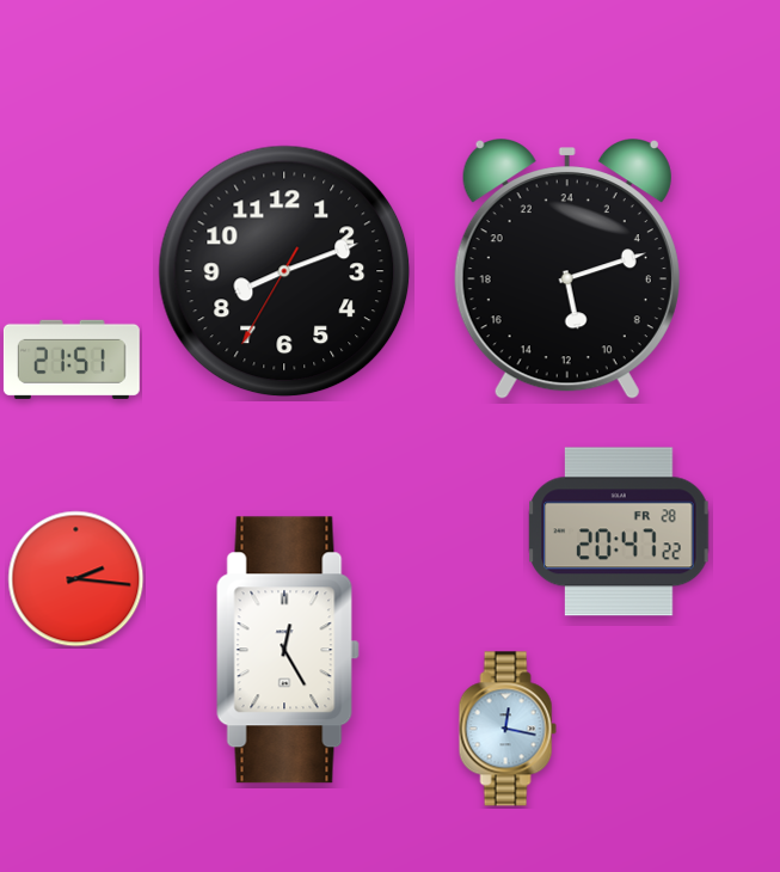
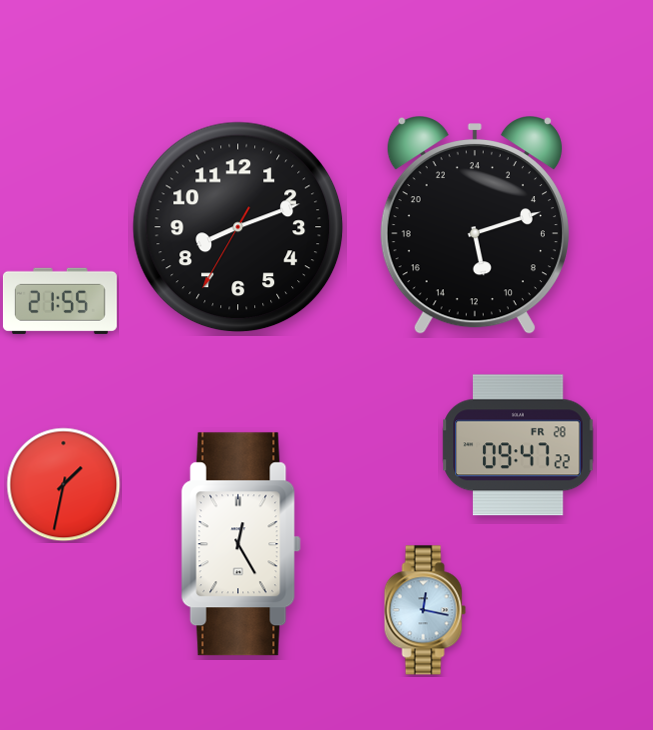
clock at (72, 360): 21:51 -> 21:55
clock at (619, 532): 20:47 -> 09:47
clock at (76, 579): 2:16 -> 1:32
